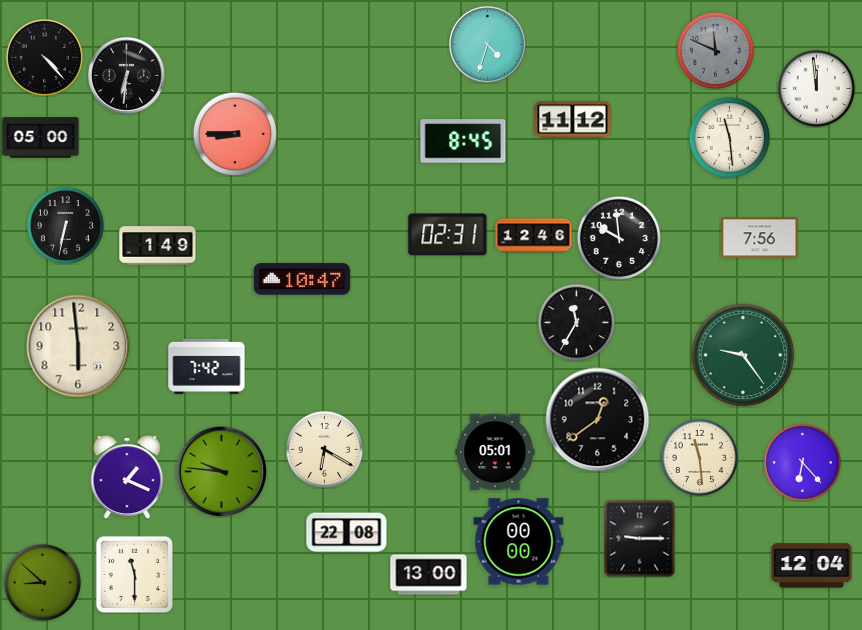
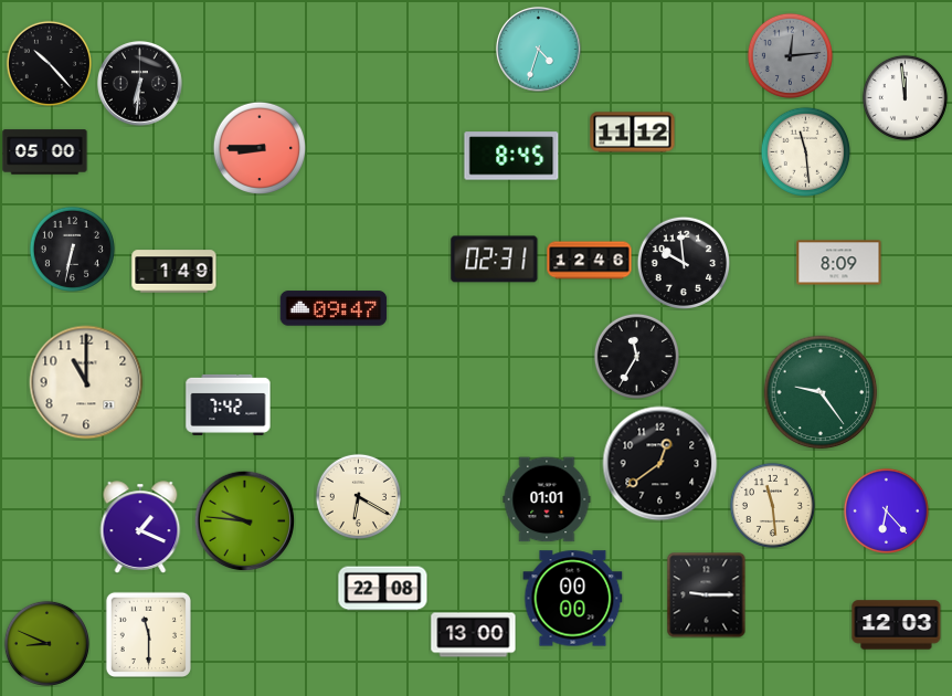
clock at (715, 50): 11:49 -> 12:14
clock at (44, 57): 4:23 -> 10:23
clock at (816, 88) position: (816, 88) -> (905, 97)
clock at (760, 238): 7:56 -> 8:09
clock at (302, 279): 10:47 -> 09:47
clock at (78, 346): 5:59 -> 11:00
clock at (495, 452): 05:01 -> 01:01
clock at (812, 566): 12:04 -> 12:03
clock at (42, 582): 8:52 -> 8:49
